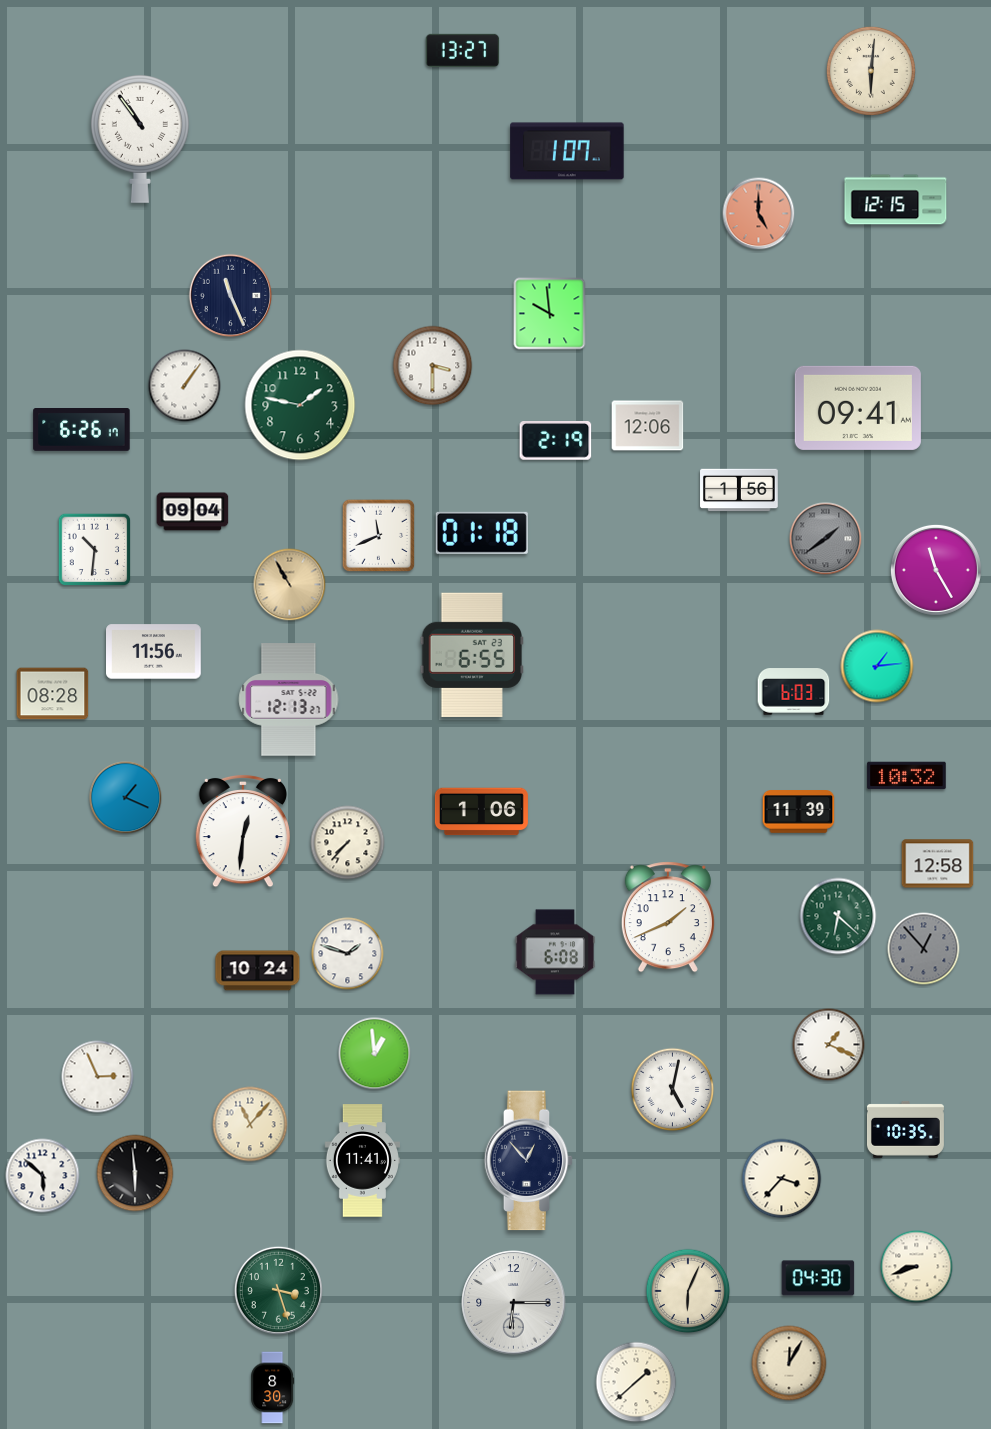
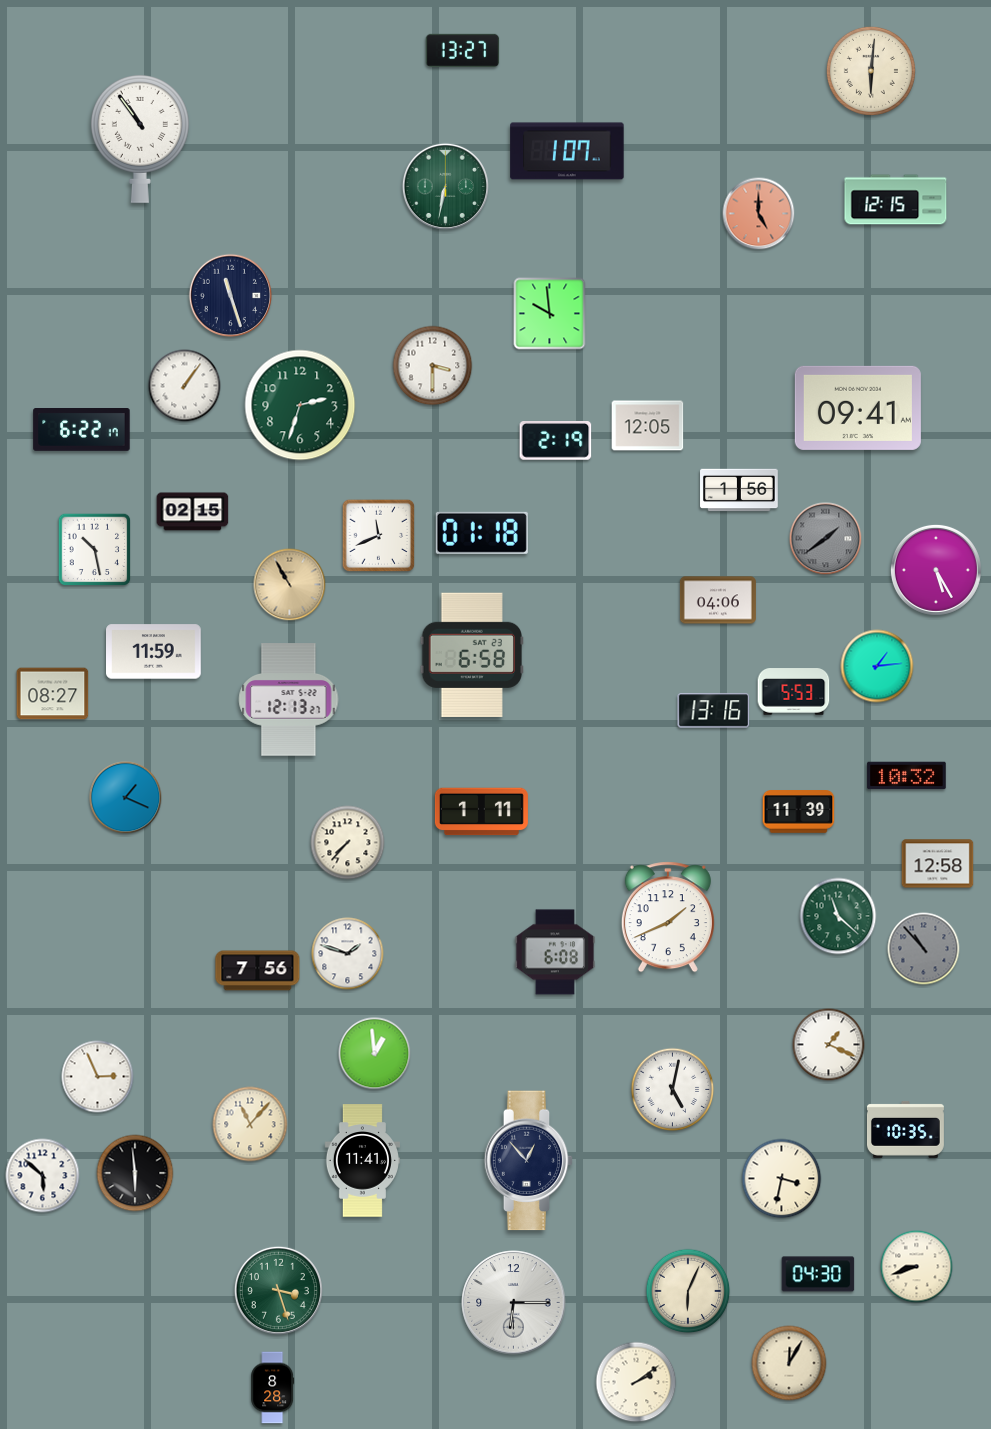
clock at (445, 186): none -> 6:32
clock at (231, 296): 11:26 -> 11:27
clock at (300, 405): 1:47 -> 2:33
clock at (648, 426): 12:06 -> 12:05
clock at (82, 430): 6:26 -> 6:22
clock at (193, 512): 09:04 -> 02:15
clock at (95, 550): 10:31 -> 10:28
clock at (936, 570): 11:25 -> 5:25
clock at (718, 600): none -> 04:06
clock at (154, 652): 11:56 -> 11:59
clock at (472, 655): 6:55 -> 6:58
clock at (794, 692): 6:03 -> 5:53
clock at (53, 694): 08:28 -> 08:27
clock at (714, 711): none -> 13:16
clock at (481, 812): 1:06 -> 1:11
clock at (243, 831): 12:31 -> none
clock at (838, 916): 6:22 -> 11:22
clock at (924, 949): 12:53 -> 10:53
clock at (258, 971): 10:24 -> 7:56
clock at (782, 1179): 3:37 -> 3:32
clock at (818, 1278) position: (818, 1278) -> (818, 1274)
clock at (636, 1382): 1:38 -> 2:09
clock at (273, 1388): 8:30 -> 8:28
